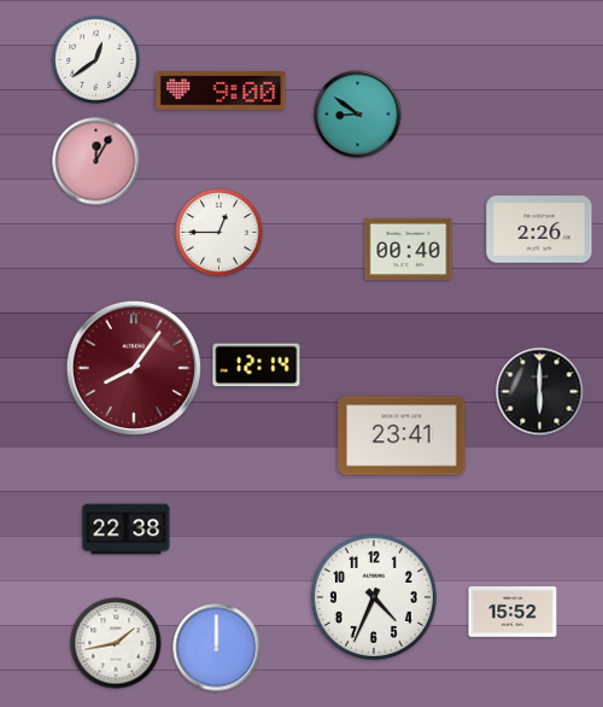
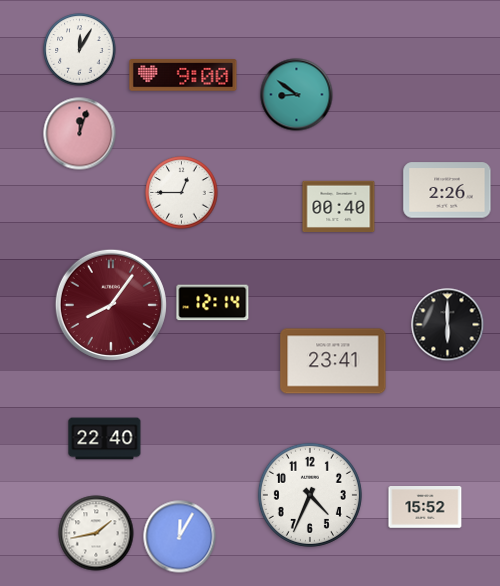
clock at (96, 60): 12:39 -> 12:05
clock at (96, 162): 12:05 -> 12:03
clock at (127, 530): 22:38 -> 22:40
clock at (217, 648): 12:00 -> 12:05
